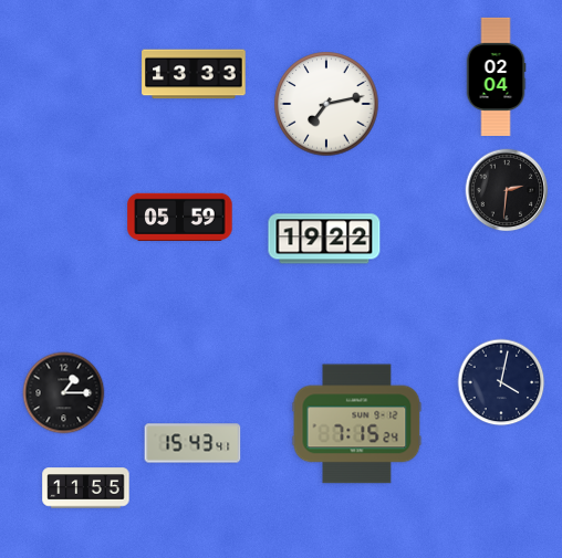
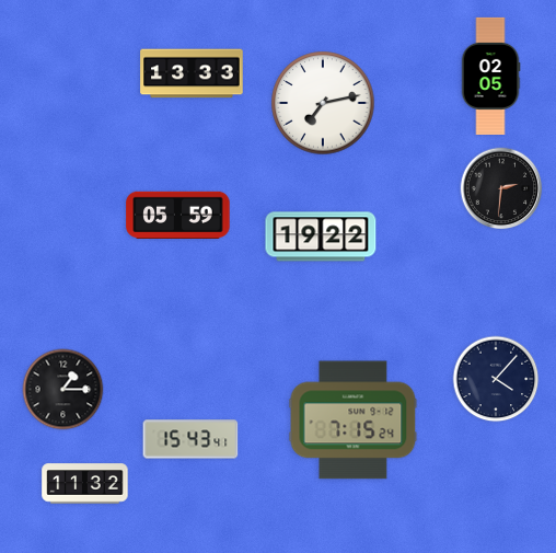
clock at (496, 76): 02:04 -> 02:05
clock at (501, 382): 4:02 -> 4:07
clock at (86, 488): 11:55 -> 11:32
